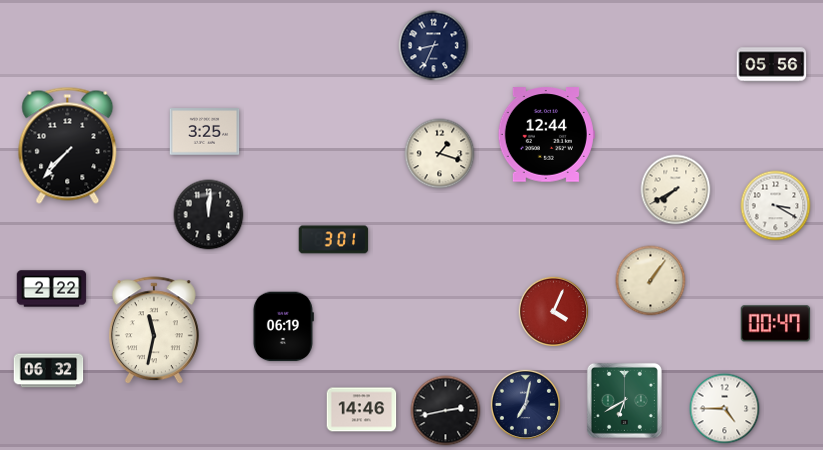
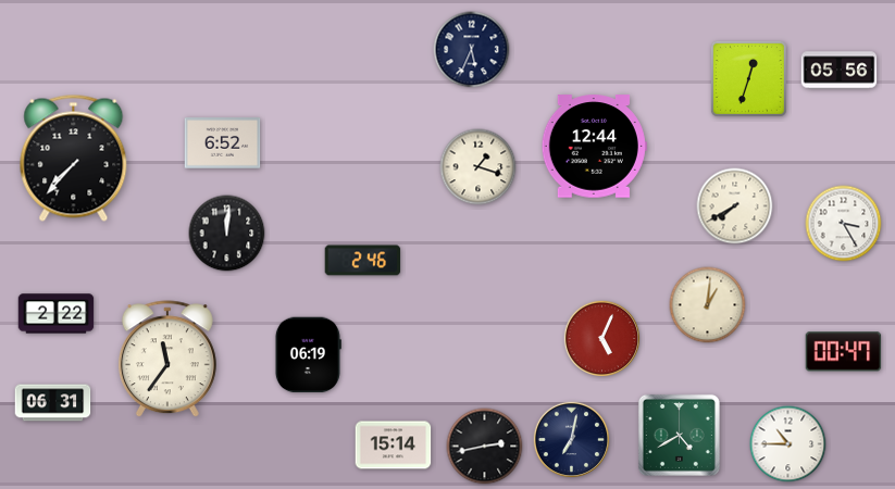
clock at (434, 46): 8:34 -> 5:34
clock at (748, 78): none -> 12:33
clock at (205, 132): 3:25 -> 6:52
clock at (776, 206): 3:20 -> 3:25
clock at (334, 240): 3:01 -> 2:46
clock at (651, 281): 1:06 -> 1:01
clock at (554, 312): 4:04 -> 5:04
clock at (154, 331): 11:32 -> 11:36
clock at (49, 371): 06:32 -> 06:31
clock at (624, 400): 6:40 -> 4:40
clock at (725, 409): 4:45 -> 10:45
clock at (362, 410): 14:46 -> 15:14
